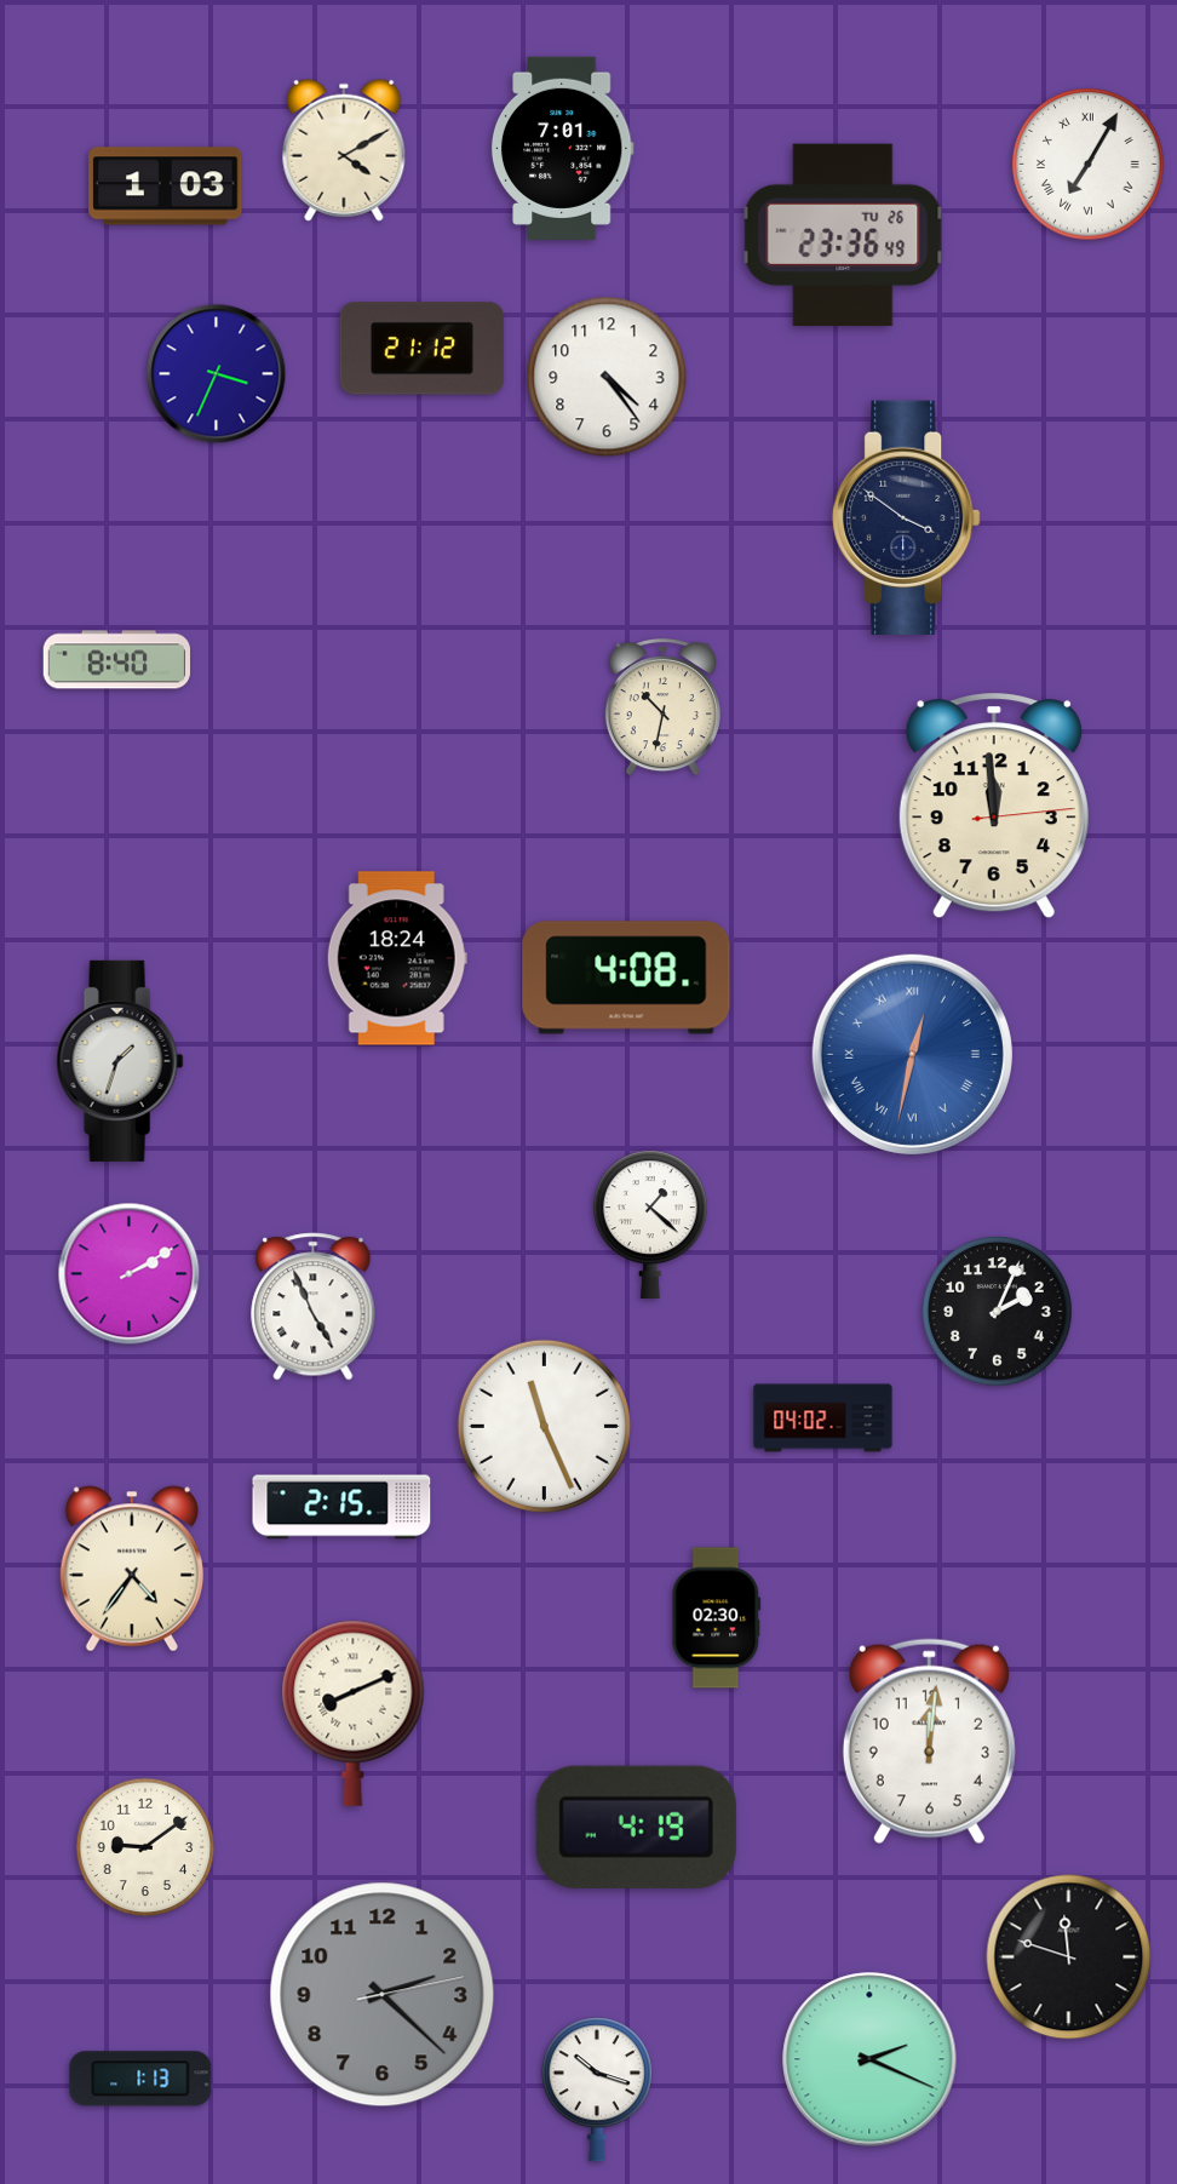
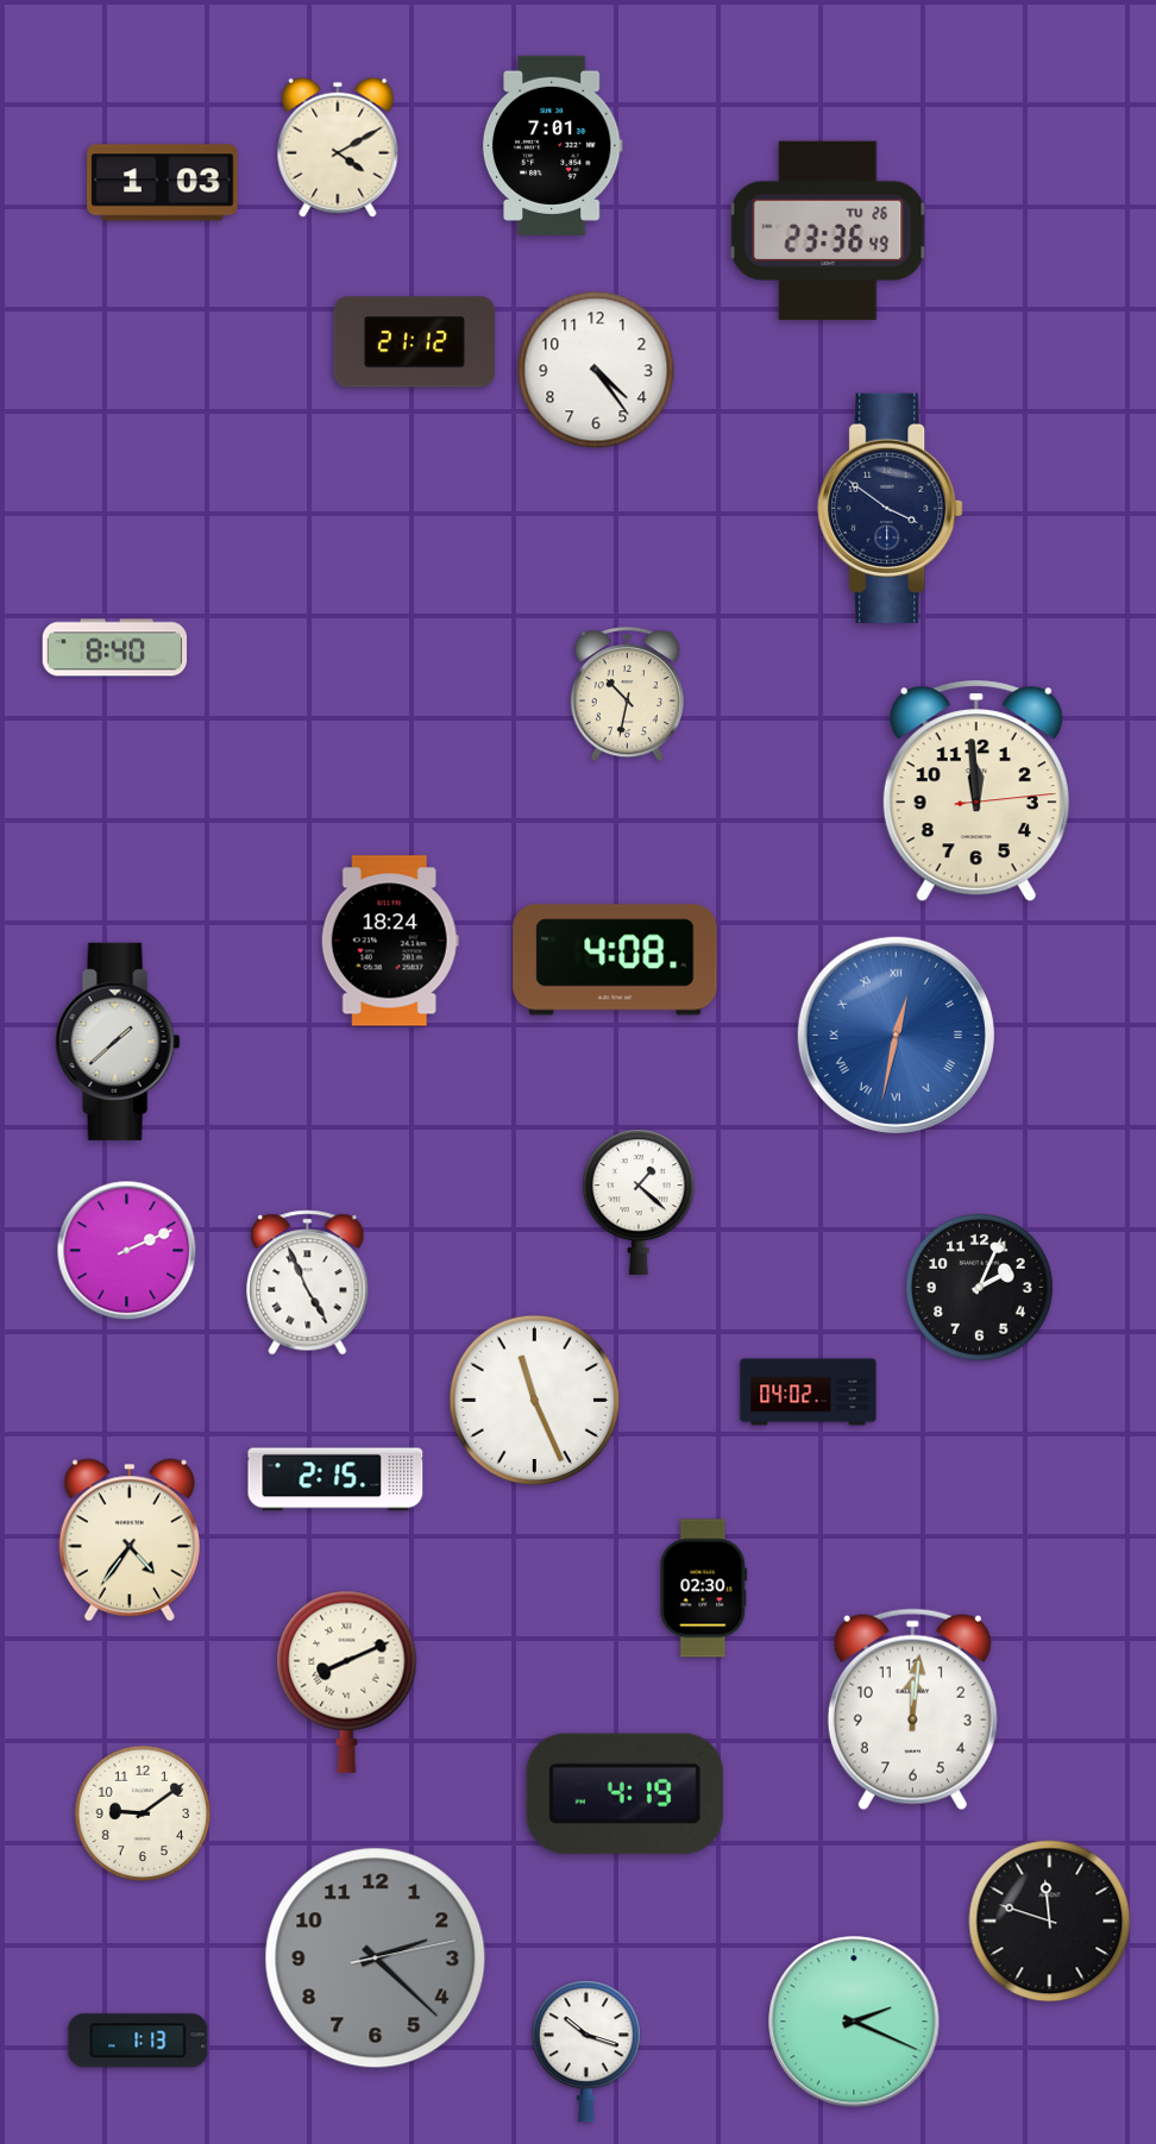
clock at (1089, 165): 7:05 -> none
clock at (217, 374): 3:34 -> none
clock at (662, 707) position: (662, 707) -> (627, 694)
clock at (120, 1061): 1:33 -> 1:38
clock at (130, 1274): 2:10 -> 2:11
